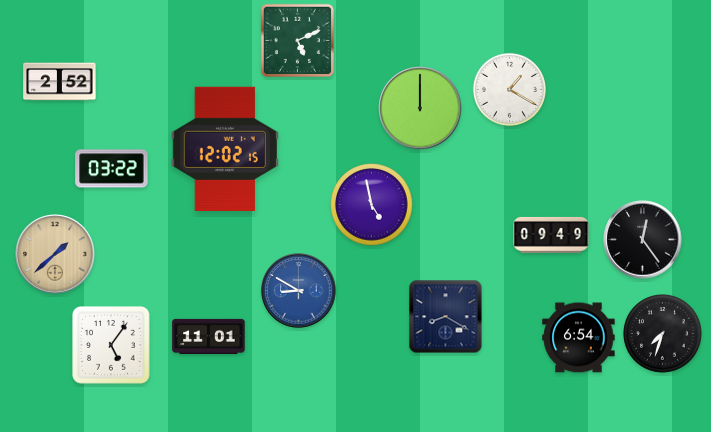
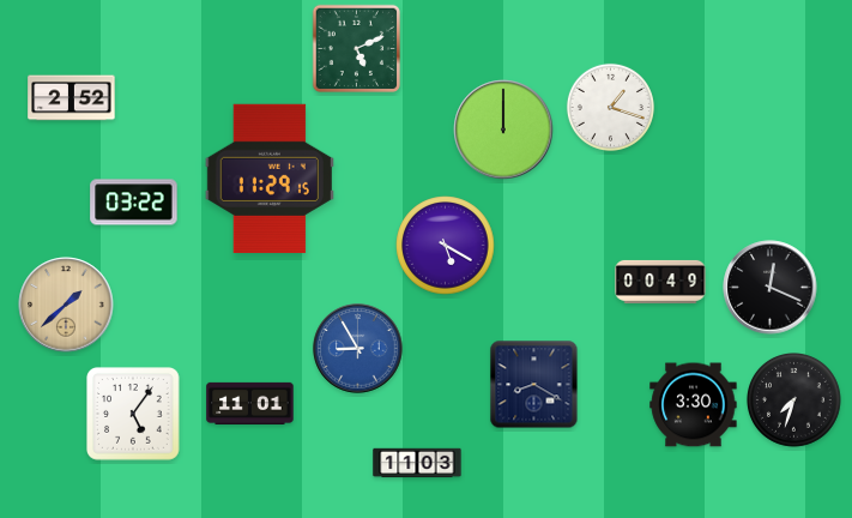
clock at (509, 89): 1:20 -> 1:18
clock at (225, 149): 12:02 -> 11:29
clock at (372, 205): 4:58 -> 5:20
clock at (551, 235): 09:49 -> 00:49
clock at (643, 240): 12:24 -> 12:19
clock at (299, 291): 8:50 -> 8:55
clock at (446, 317) position: (446, 317) -> (534, 385)
clock at (579, 338): 6:54 -> 3:30
clock at (417, 463): none -> 11:03
